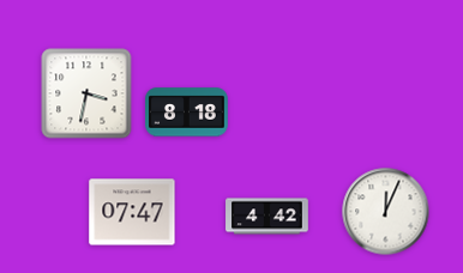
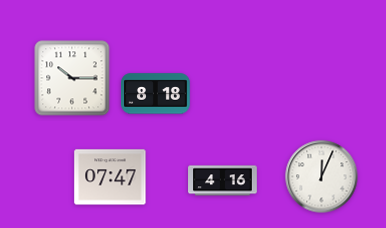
clock at (86, 93): 3:32 -> 10:15
clock at (267, 217): 4:42 -> 4:16
